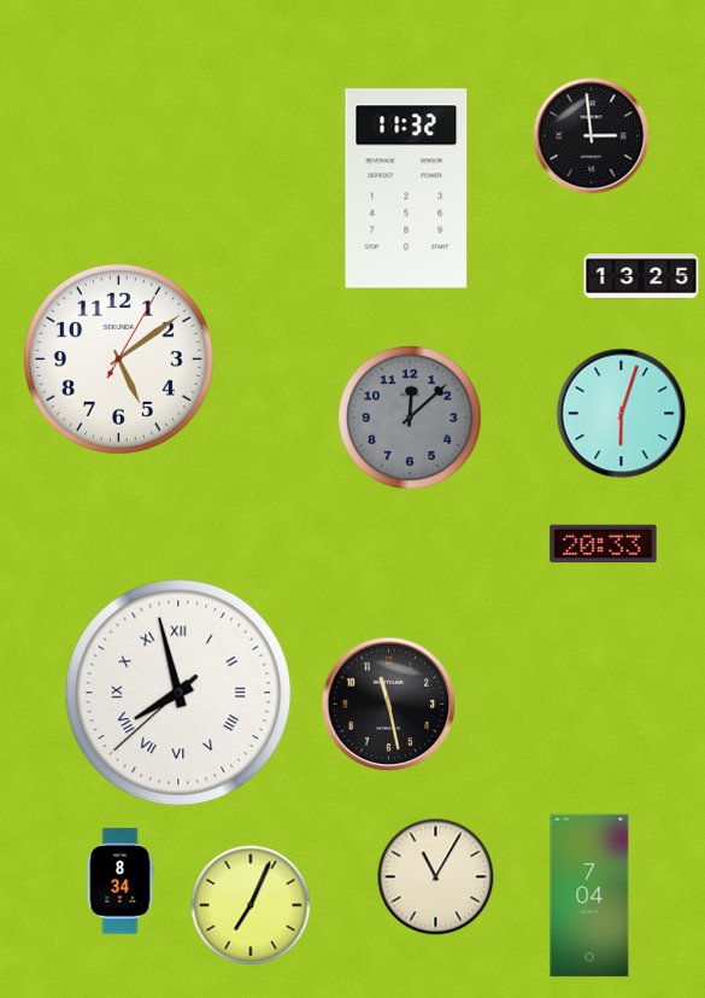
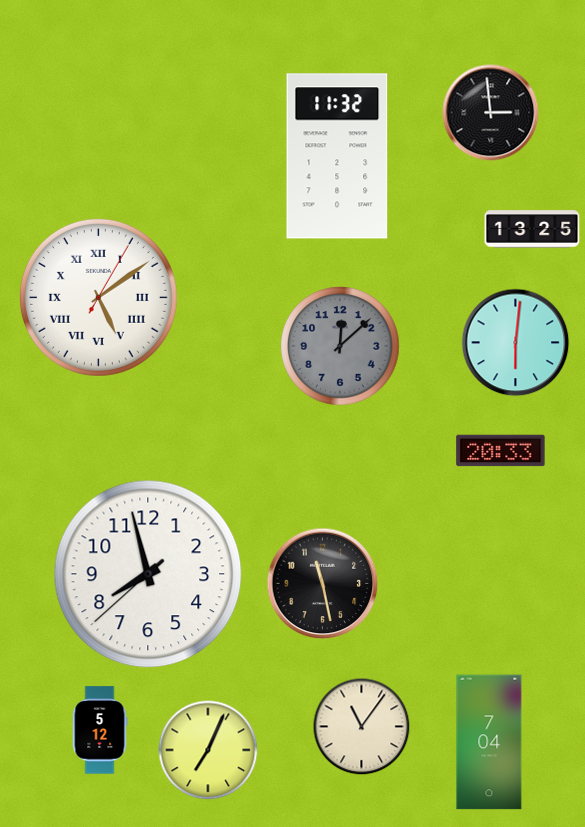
clock at (118, 358) numerals: Arabic -> Roman
clock at (622, 414): 6:03 -> 6:01
clock at (178, 693) numerals: Roman -> Arabic
clock at (436, 877): 11:05 -> 11:06
clock at (121, 881): 8:34 -> 5:12
